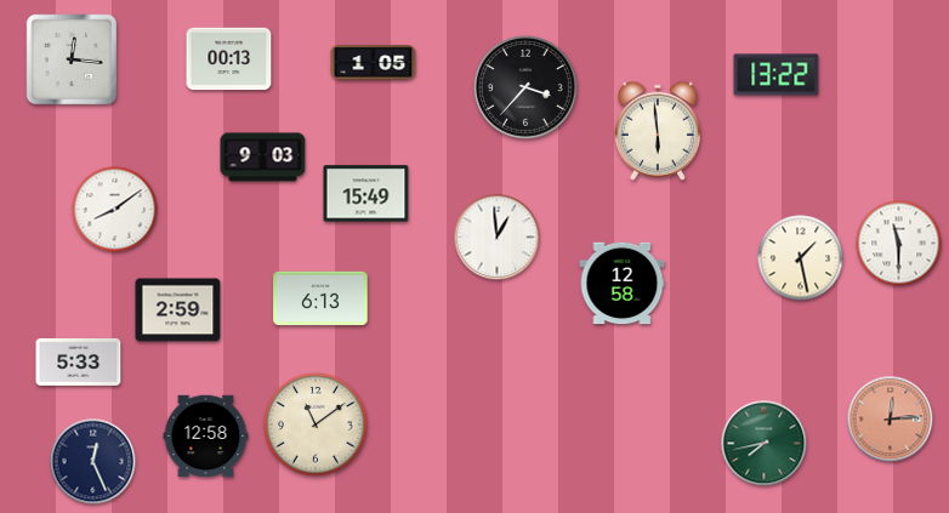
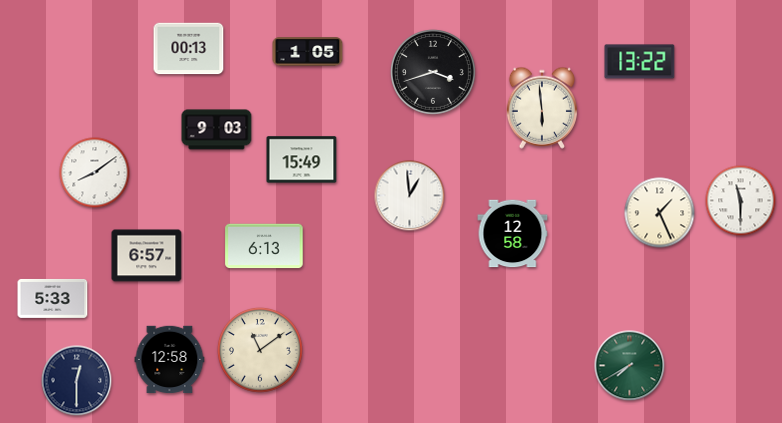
clock at (72, 59): 12:16 -> none
clock at (525, 87): 3:37 -> 3:42
clock at (801, 258): 1:28 -> 1:26
clock at (178, 310): 2:59 -> 6:57
clock at (79, 361) position: (79, 361) -> (53, 298)
clock at (891, 420): 12:14 -> none
clock at (765, 444): 7:43 -> 7:40
clock at (93, 462): 12:26 -> 12:30
